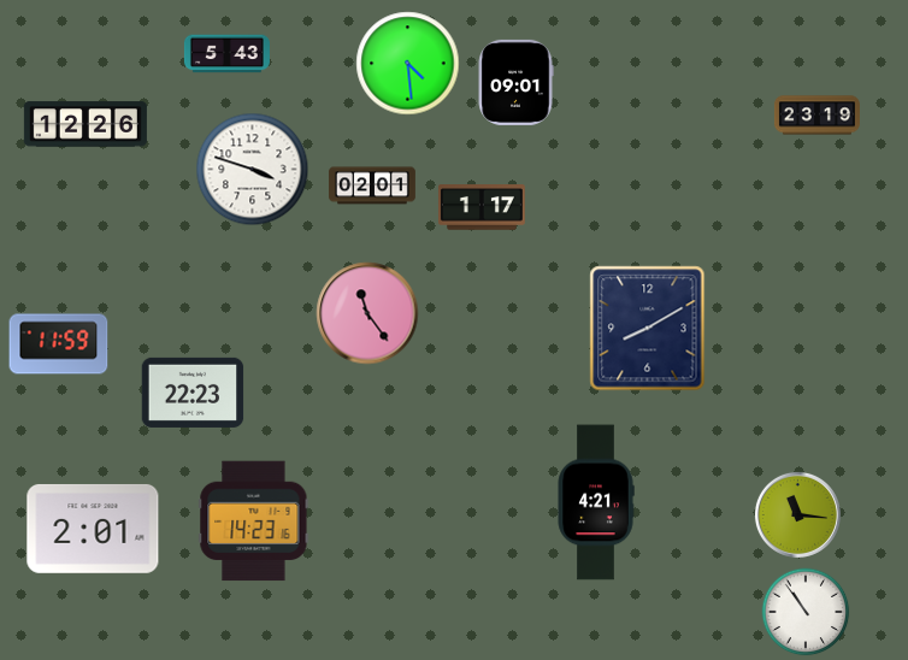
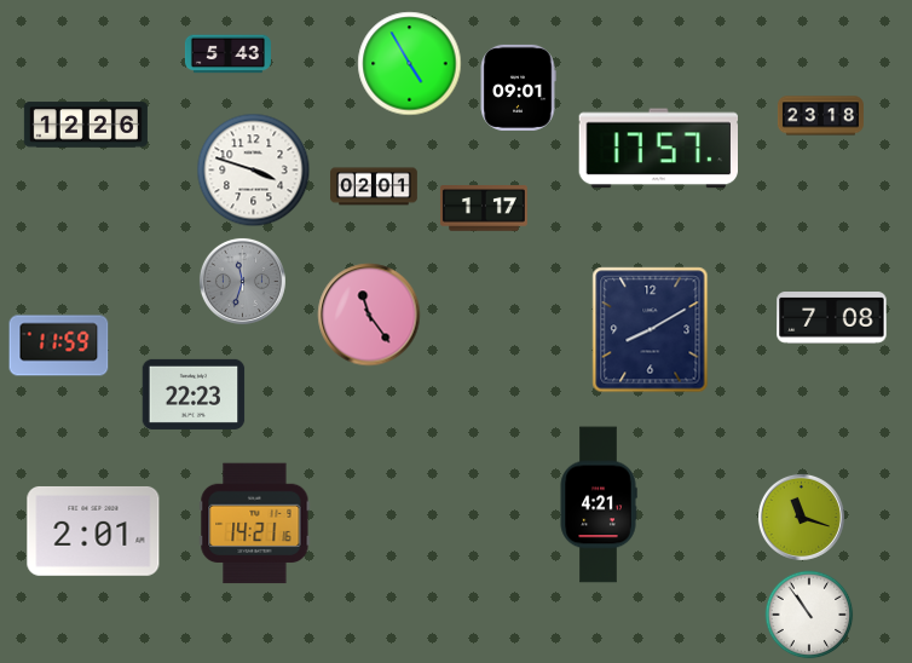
clock at (408, 64): 4:29 -> 4:55
clock at (515, 82) position: (515, 82) -> (518, 87)
clock at (816, 116): 23:19 -> 23:18
clock at (658, 149): none -> 17:57
clock at (242, 281): none -> 11:33
clock at (832, 318): none -> 7:08
clock at (797, 514): 11:16 -> 11:18
clock at (254, 521): 14:23 -> 14:21
